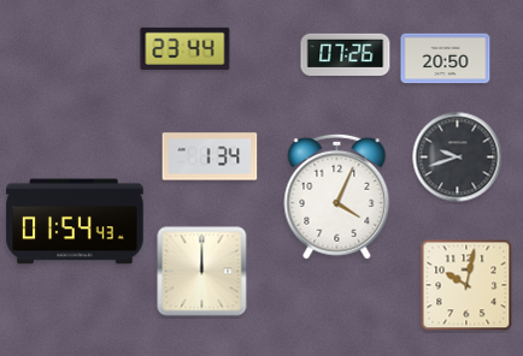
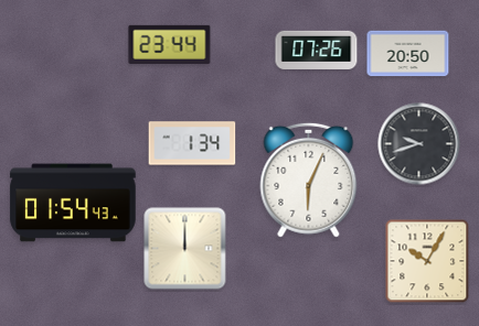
clock at (337, 196): 4:04 -> 6:04
clock at (75, 221) position: (75, 221) -> (73, 203)
clock at (466, 285): 10:02 -> 10:05
